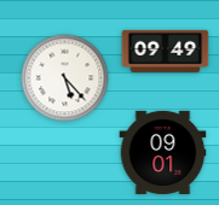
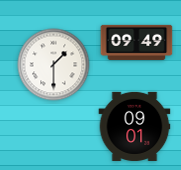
clock at (65, 78): 5:23 -> 1:30
